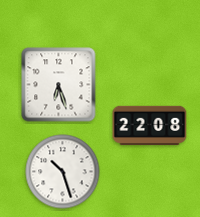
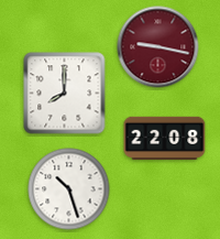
clock at (158, 47): none -> 9:17
clock at (59, 85): 6:27 -> 8:00
